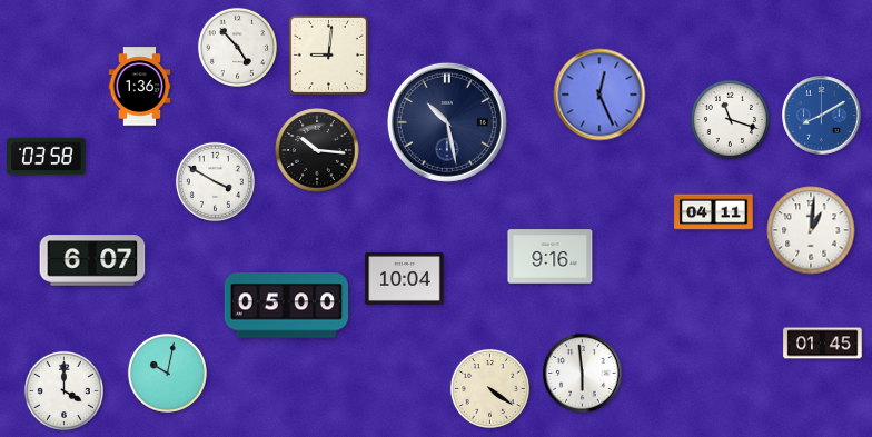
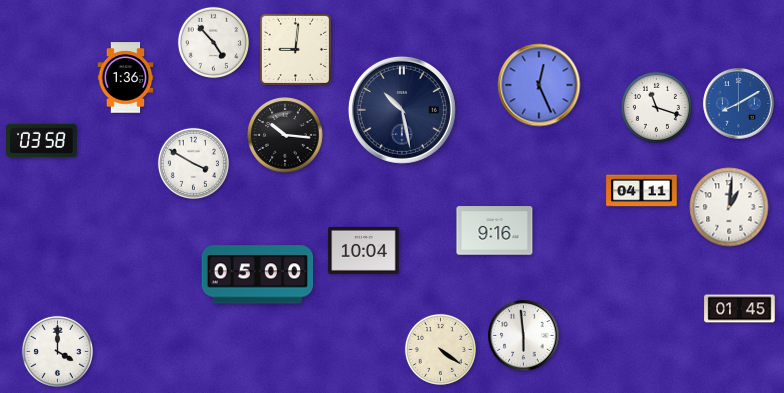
clock at (92, 260): 6:07 -> none
clock at (167, 373): 10:02 -> none
